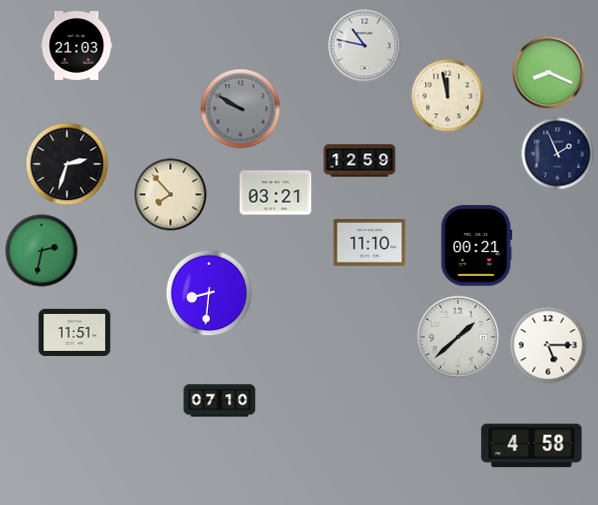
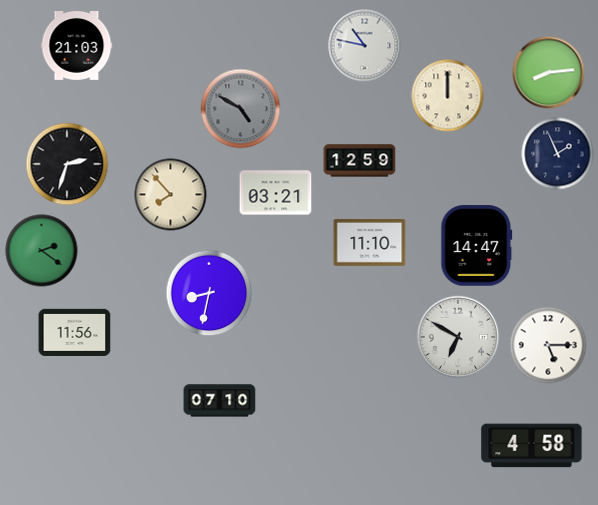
clock at (549, 73): 8:19 -> 8:14
clock at (448, 96): 11:58 -> 12:00
clock at (241, 109): 9:50 -> 4:50
clock at (477, 246): 00:21 -> 14:47
clock at (42, 251): 2:32 -> 2:21
clock at (209, 293): 8:31 -> 8:32
clock at (75, 332): 11:51 -> 11:56
clock at (458, 337): 1:38 -> 6:50
